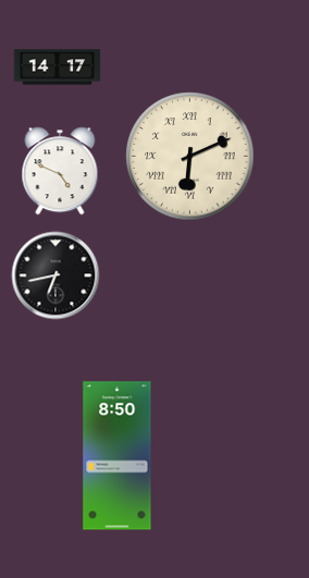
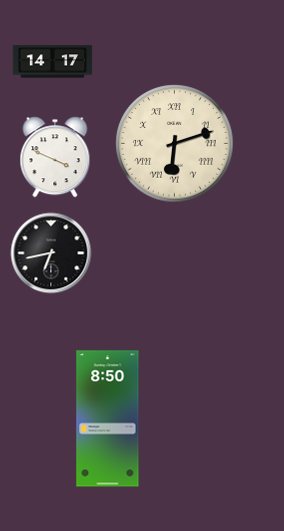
clock at (190, 157): 6:11 -> 6:12
clock at (60, 171): 4:49 -> 3:49
